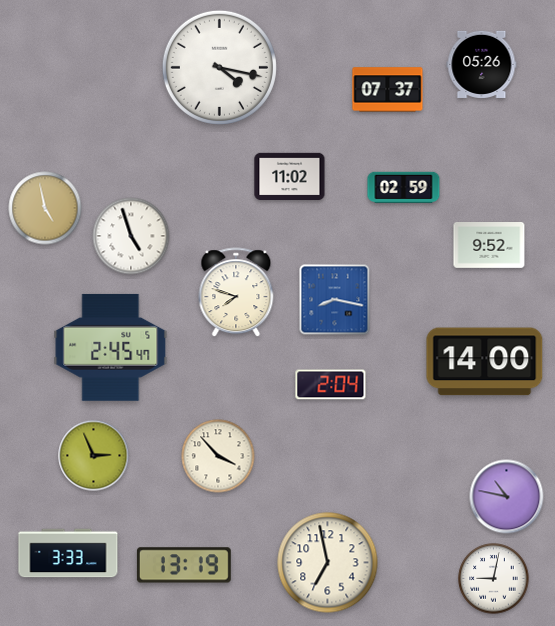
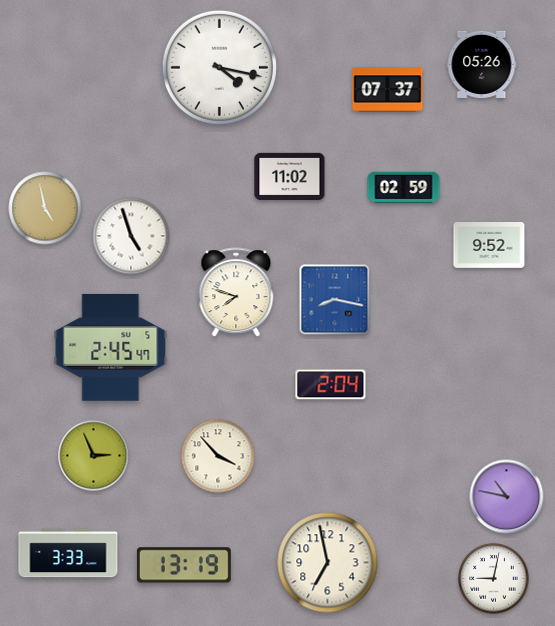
clock at (485, 362): 14:00 -> none
